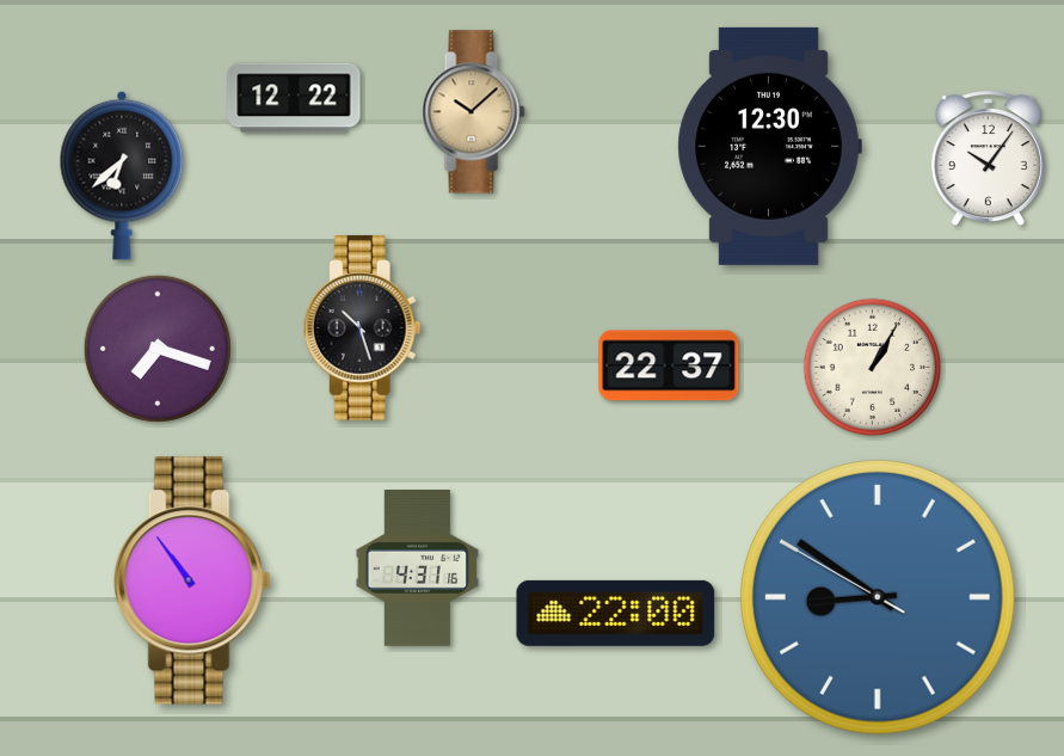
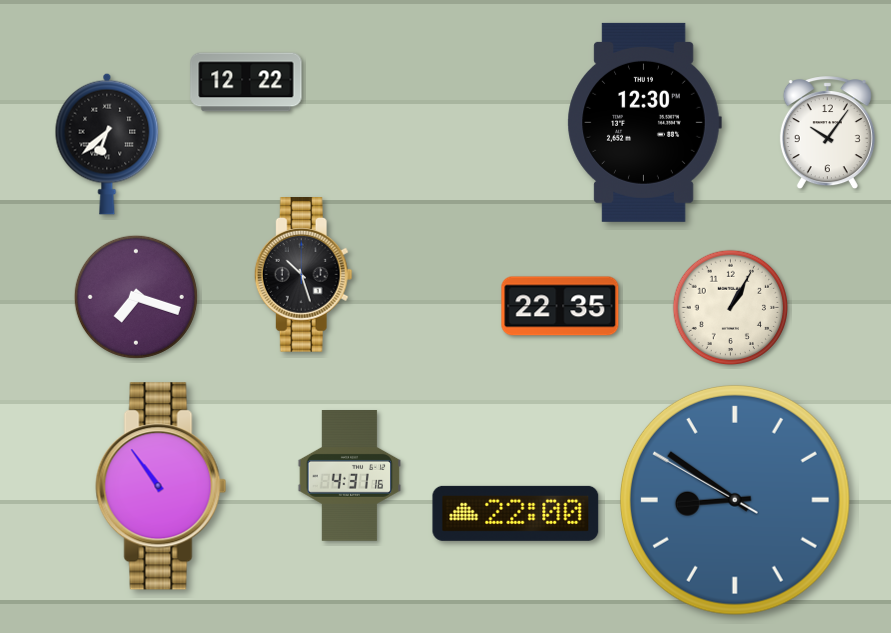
clock at (474, 112): 10:08 -> none
clock at (122, 176) position: (122, 176) -> (107, 144)
clock at (158, 349) position: (158, 349) -> (136, 297)
clock at (669, 365): 22:37 -> 22:35
